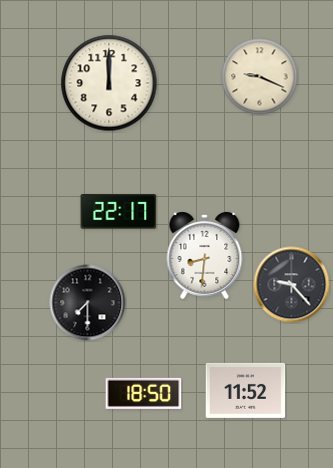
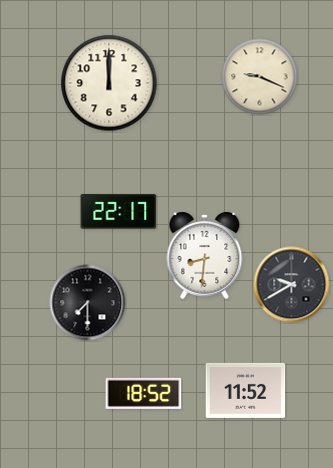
clock at (292, 285): 9:23 -> 9:40
clock at (144, 393): 18:50 -> 18:52
